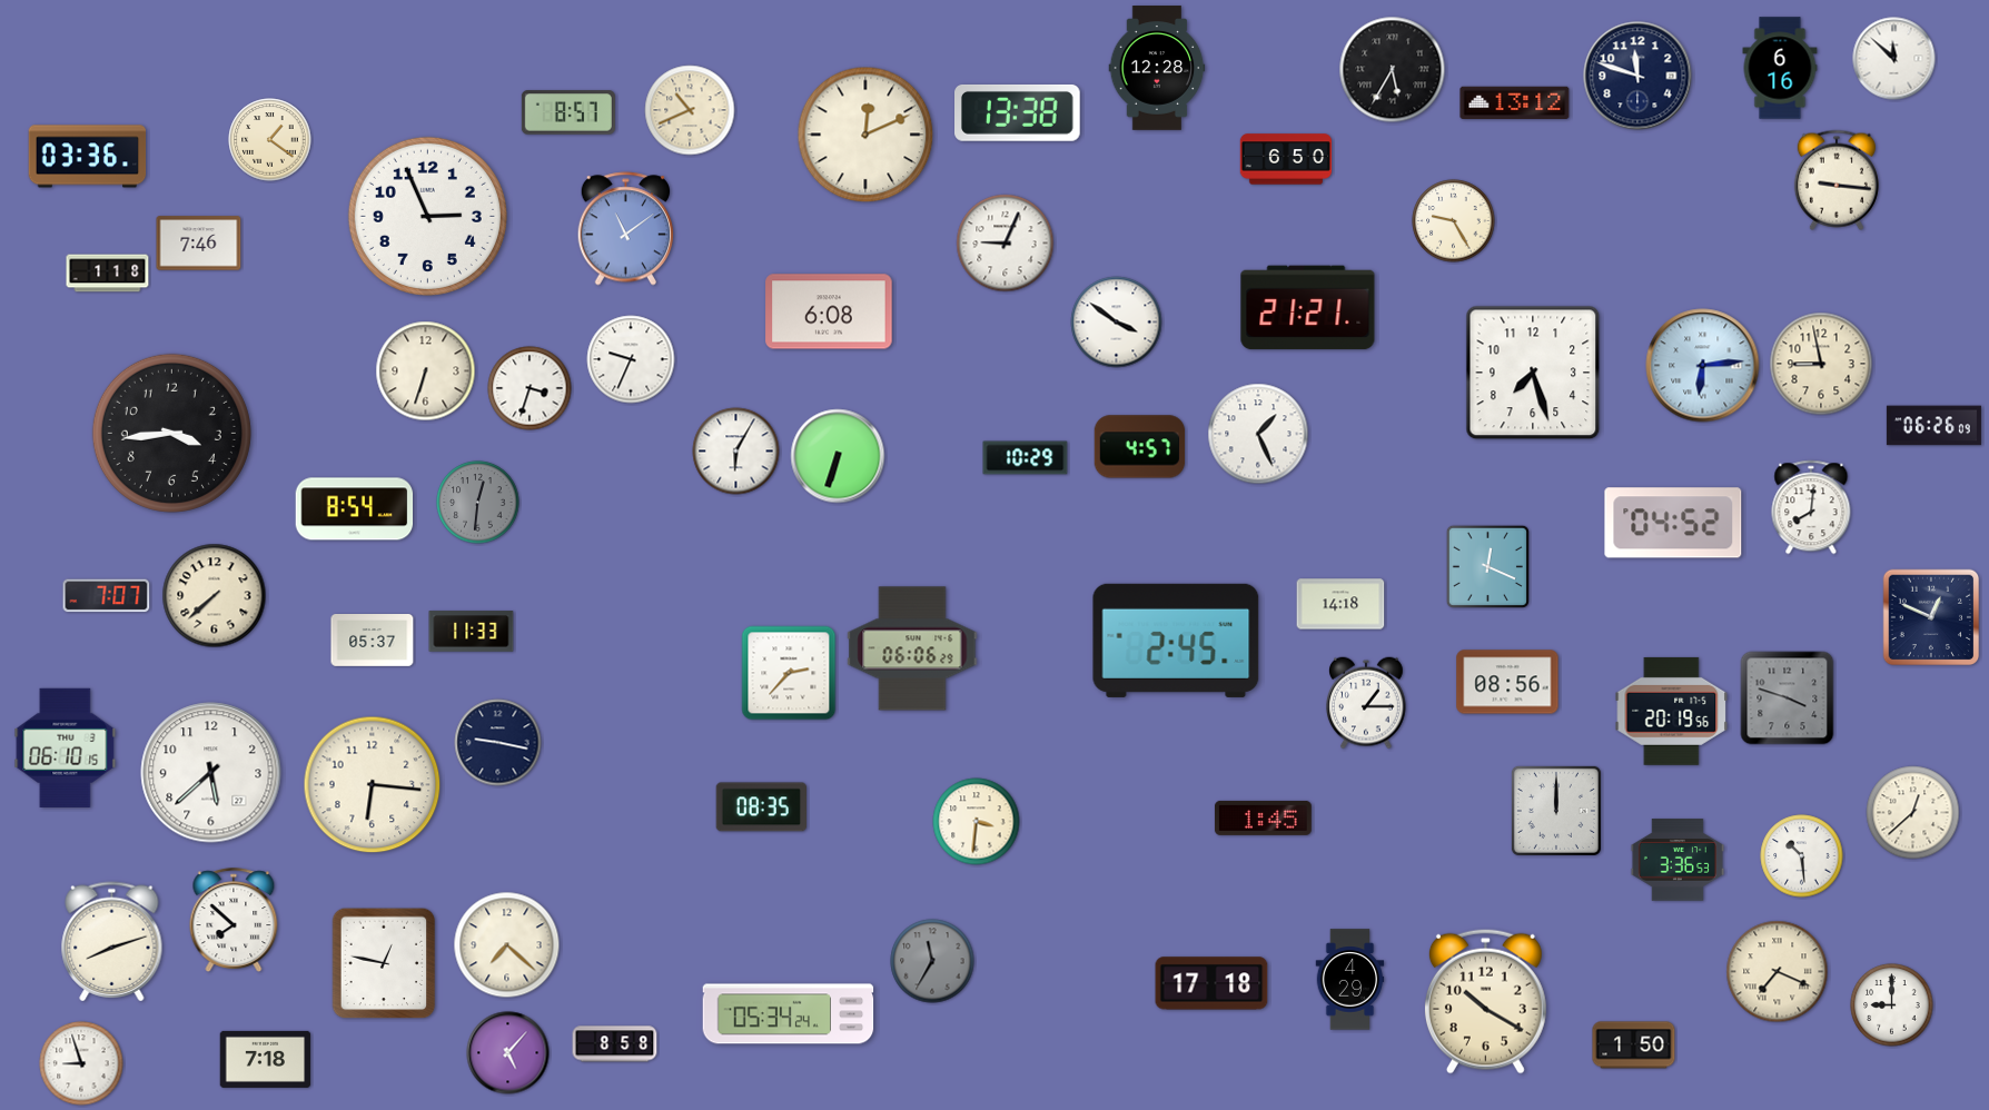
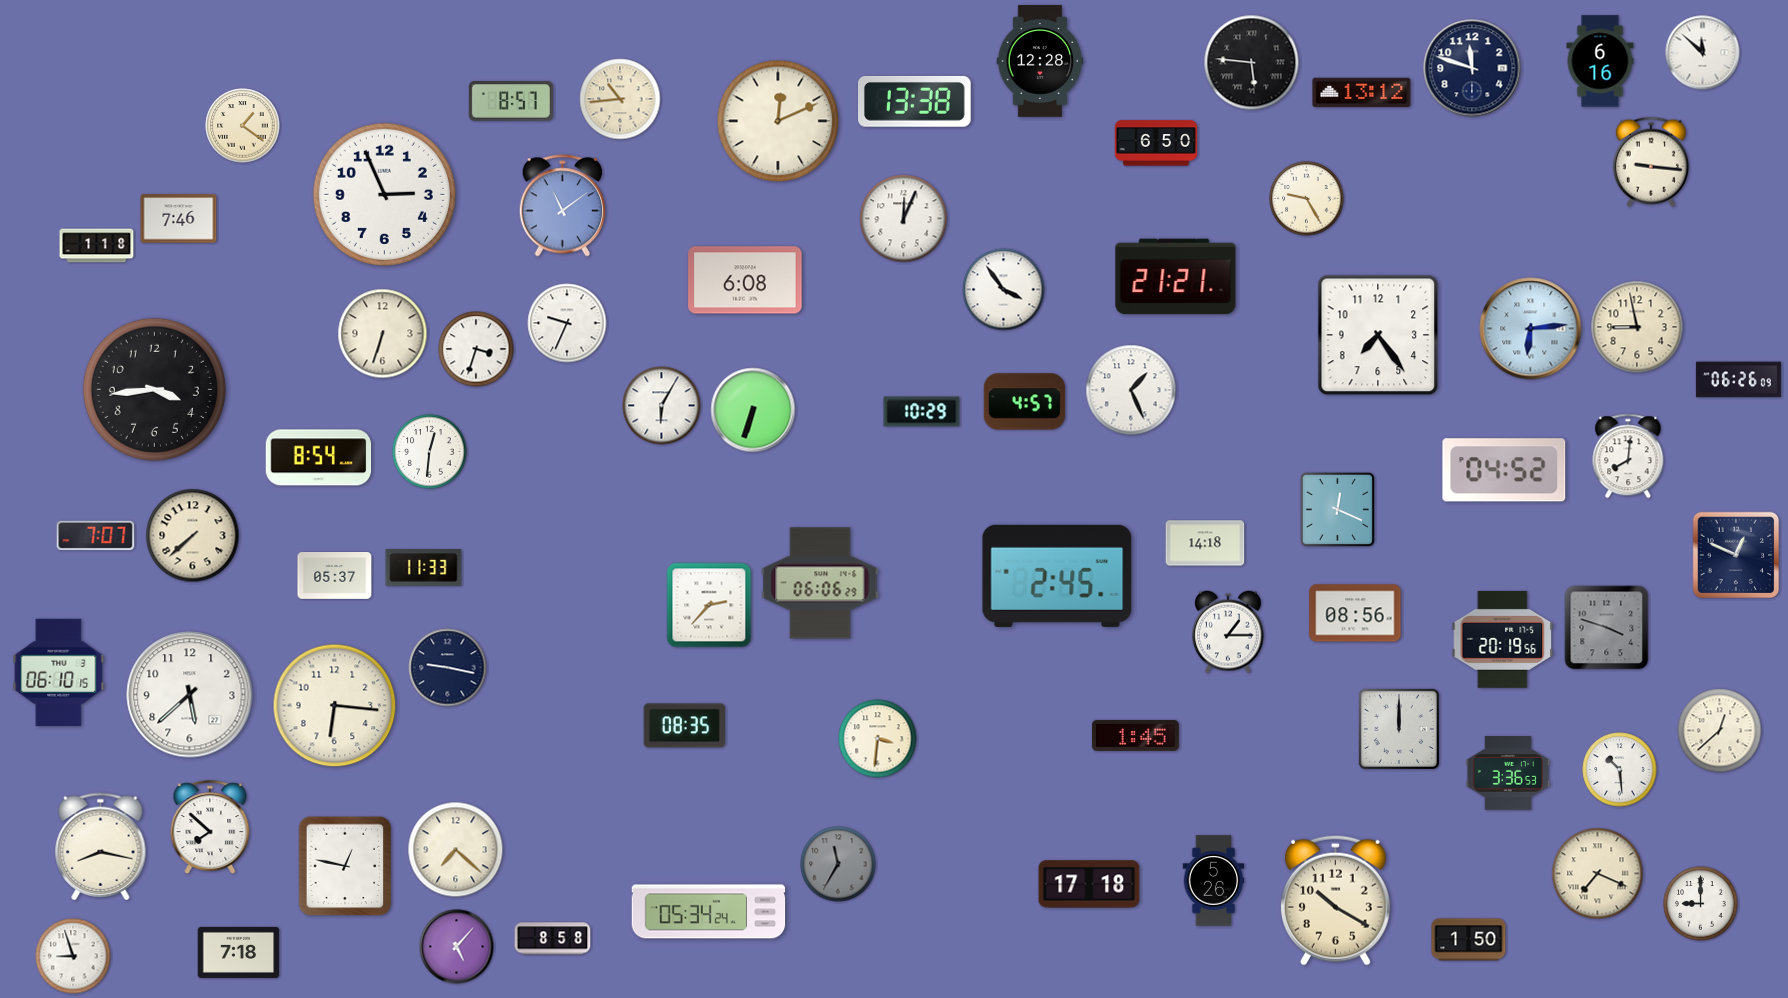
clock at (1393, 70): 5:35 -> 5:46
clock at (690, 110): 10:41 -> 10:44
clock at (88, 157): 03:36 -> none
clock at (1006, 244): 9:04 -> 12:04
clock at (1117, 323): 3:51 -> 3:54
clock at (1533, 373): 7:27 -> 7:24
clock at (1933, 426) position: (1933, 426) -> (1738, 380)
clock at (478, 503) dial: grey -> white
clock at (112, 942): 8:12 -> 8:17
clock at (1350, 980): 4:29 -> 5:26
